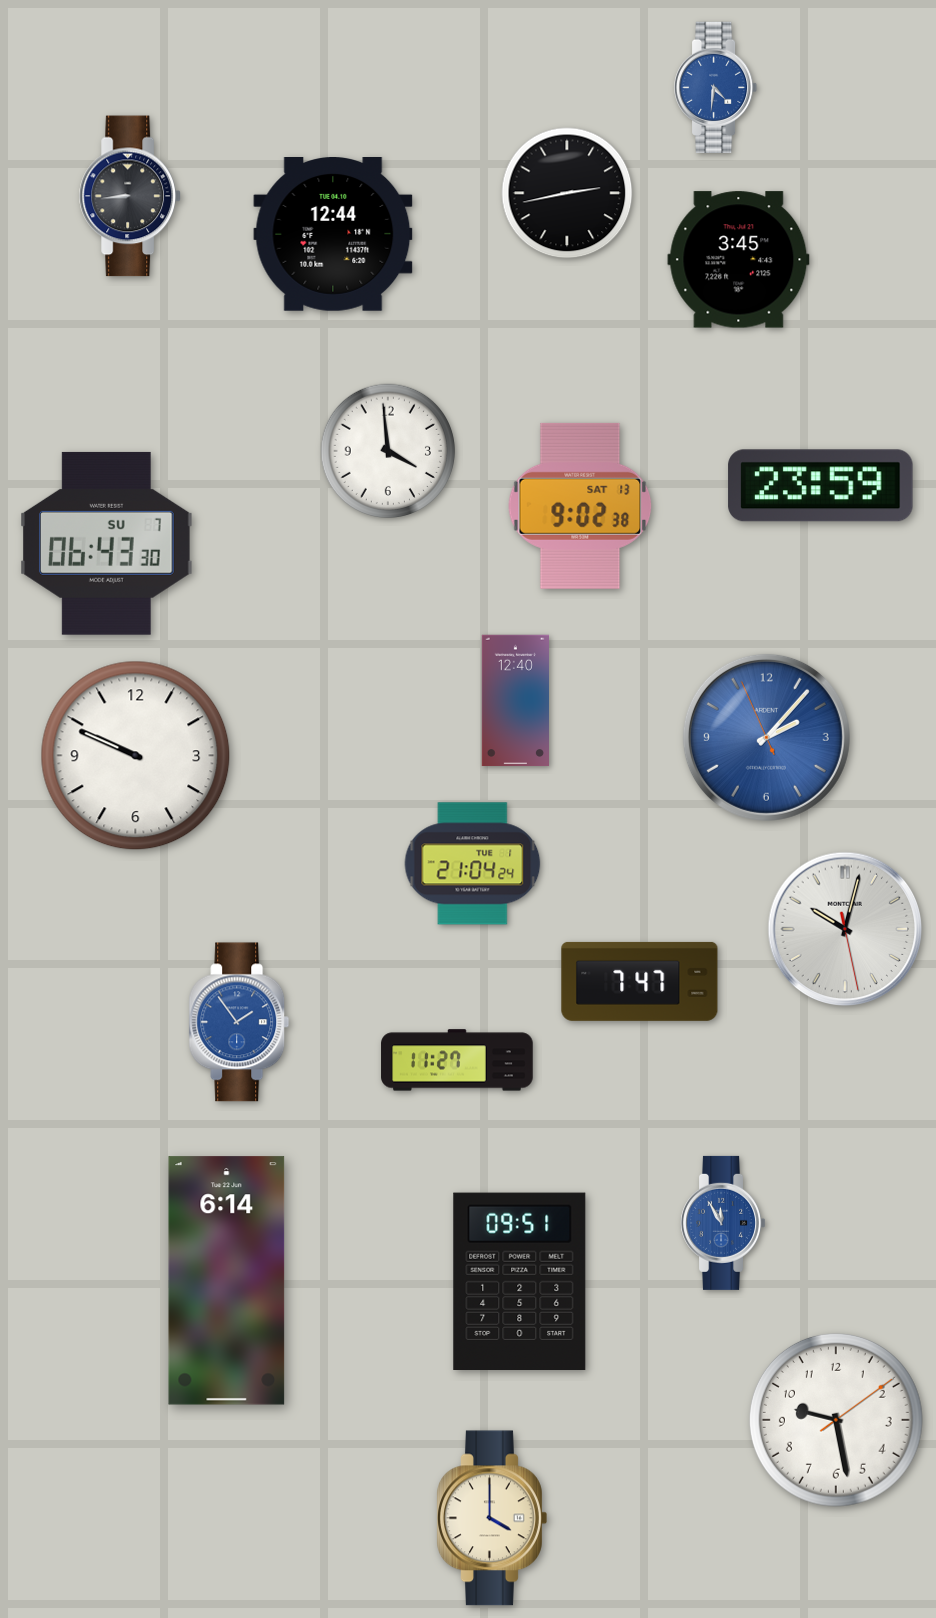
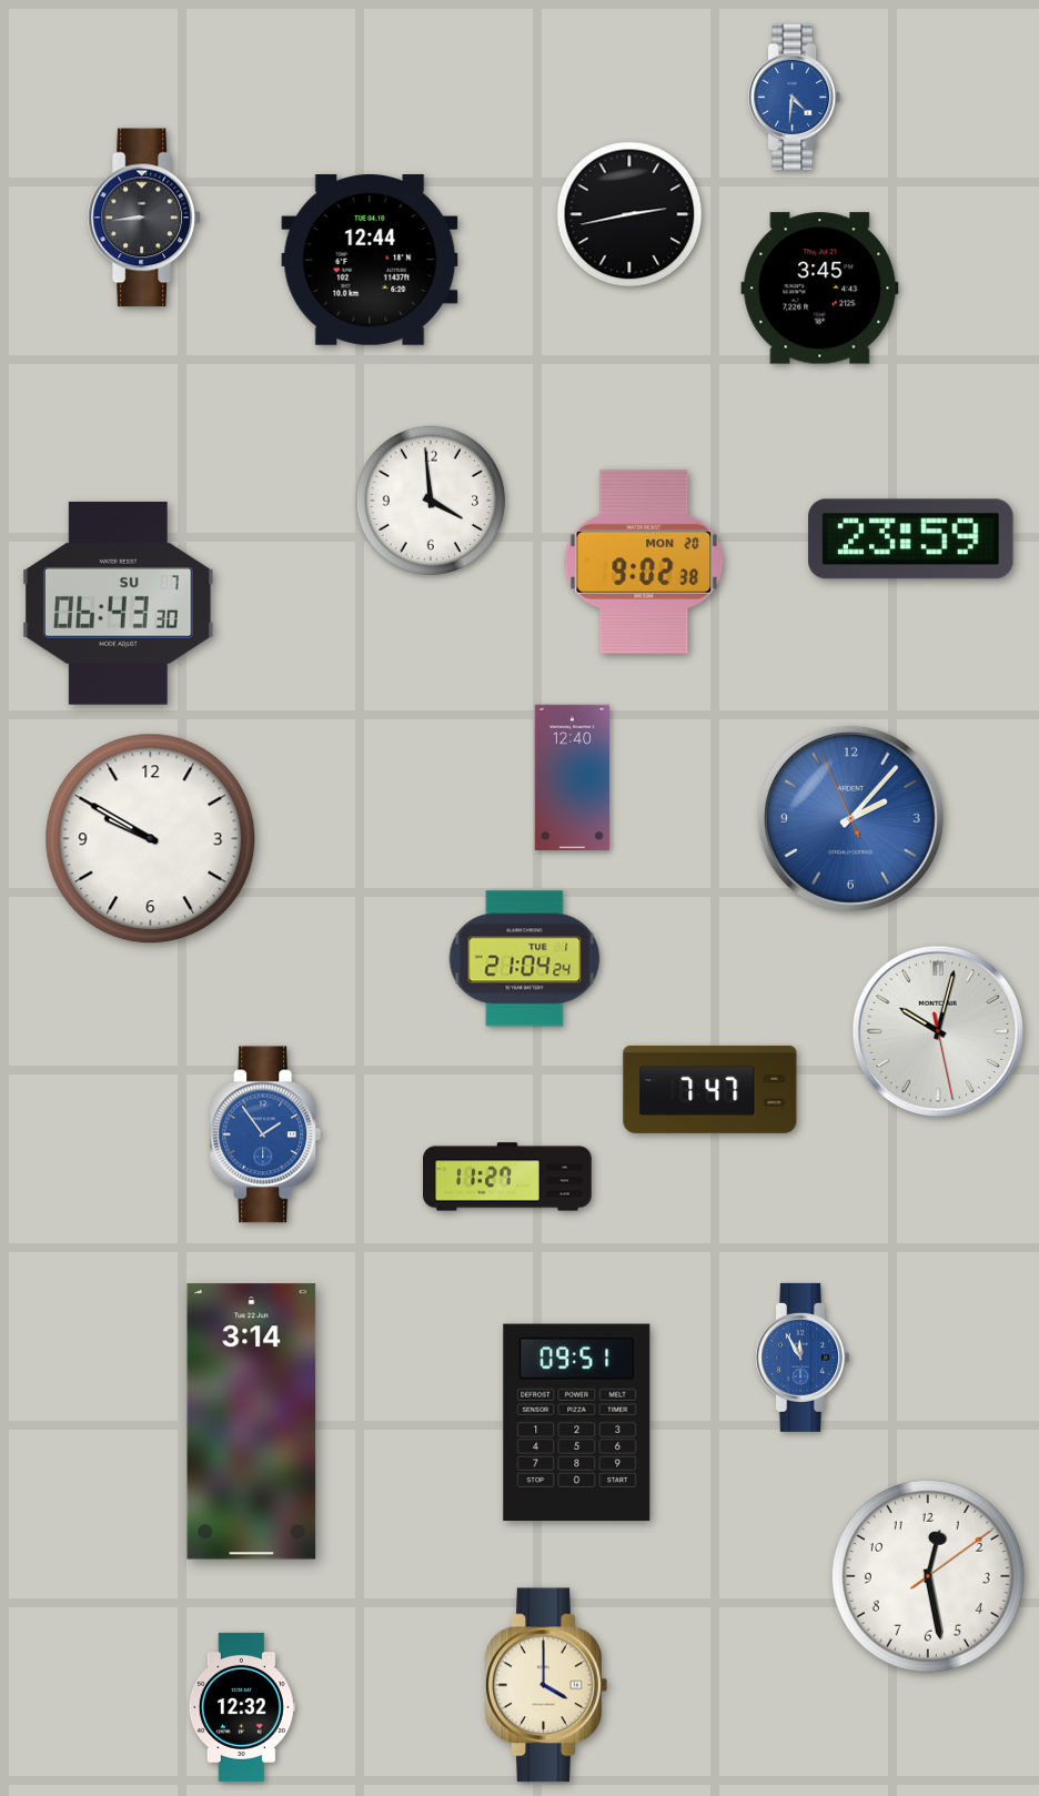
clock at (580, 506) date: SAT 13 -> MON 20
clock at (136, 756): 9:49 -> 9:50
clock at (227, 1281): 6:14 -> 3:14
clock at (836, 1420): 9:28 -> 12:28
clock at (242, 1707): none -> 12:32
